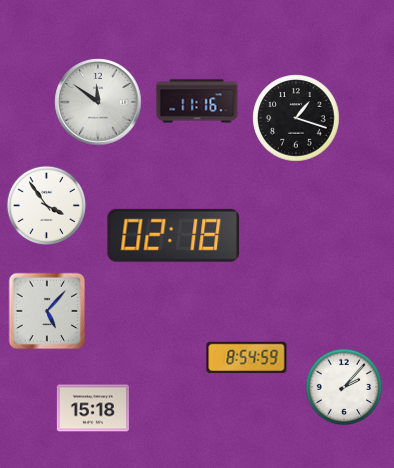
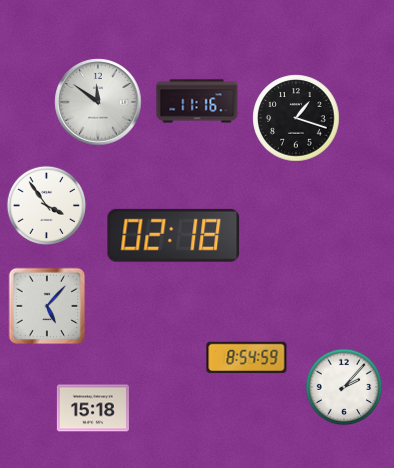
clock at (47, 311) position: (47, 311) -> (47, 306)
